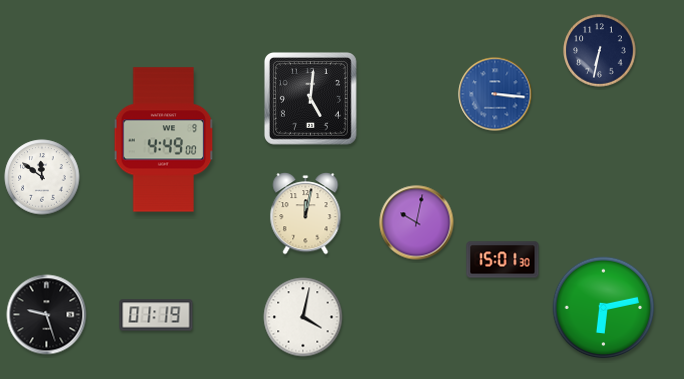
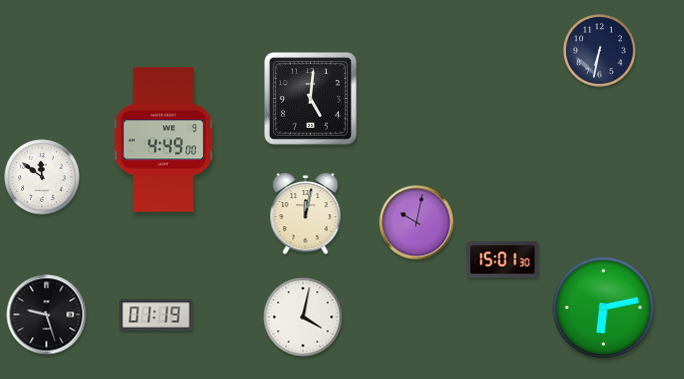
clock at (495, 94): 3:16 -> none
